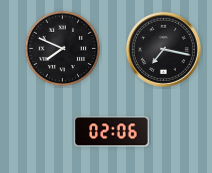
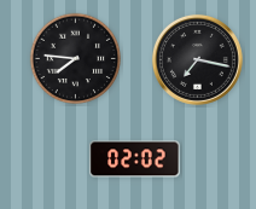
clock at (63, 49): 7:49 -> 7:46
clock at (112, 132): 02:06 -> 02:02
